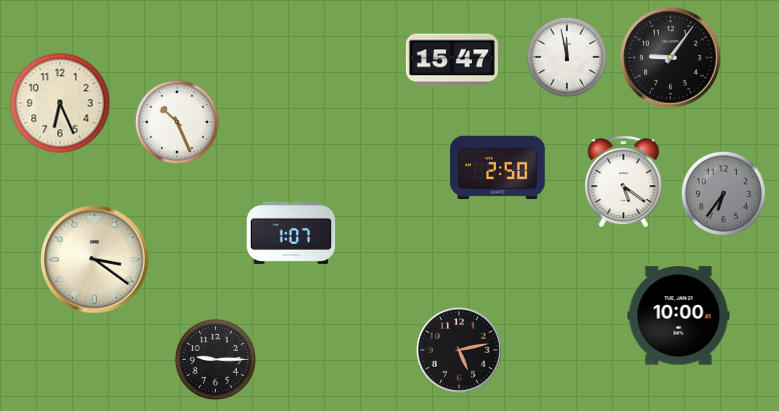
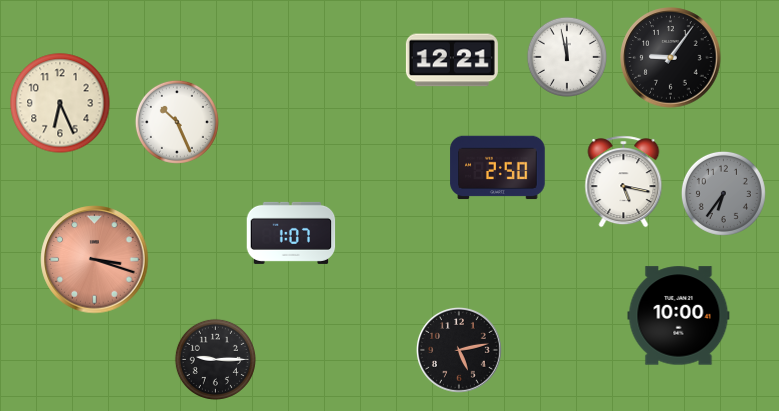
clock at (452, 60): 15:47 -> 12:21
clock at (624, 182): 5:21 -> 5:17
clock at (95, 260): 3:21 -> 3:18
clock at (95, 260) dial: cream -> salmon
